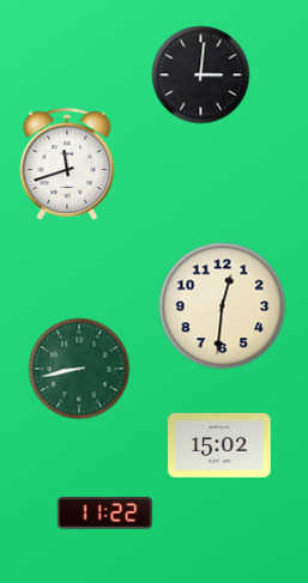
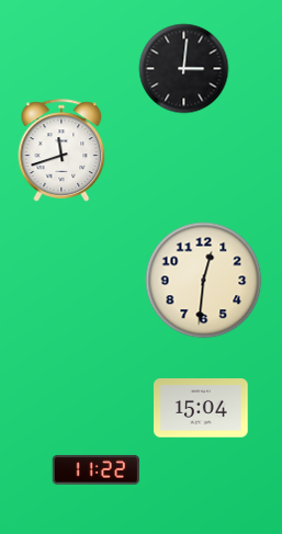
clock at (79, 369): 8:43 -> none
clock at (219, 445): 15:02 -> 15:04
